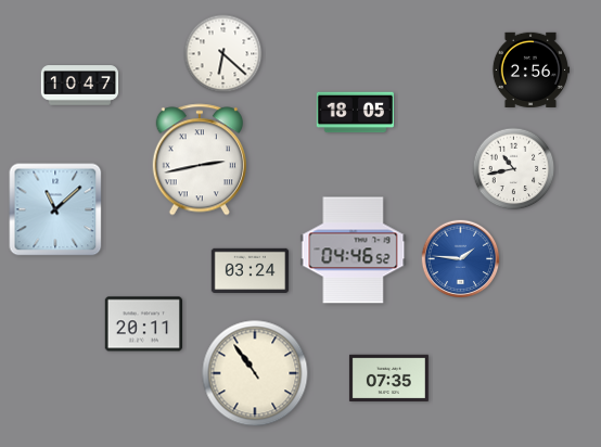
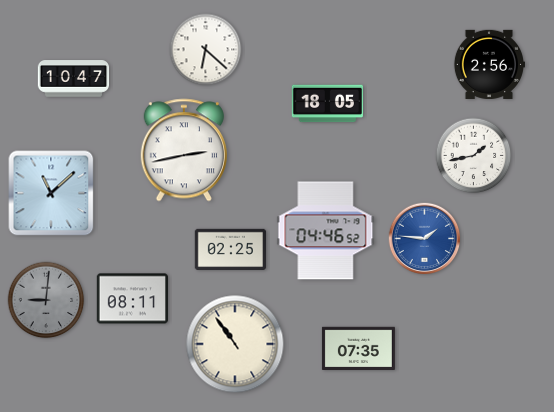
clock at (200, 159) position: (200, 159) -> (184, 150)
clock at (514, 169): 10:43 -> 1:43
clock at (251, 270): 03:24 -> 02:25
clock at (143, 324): 20:11 -> 08:11
clock at (46, 300): none -> 9:01
